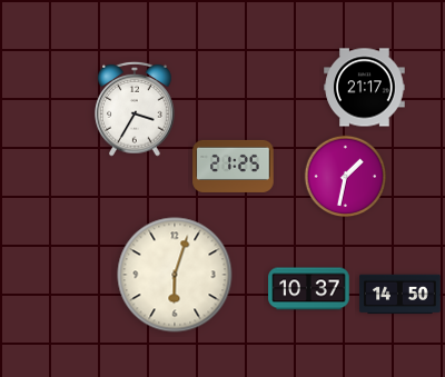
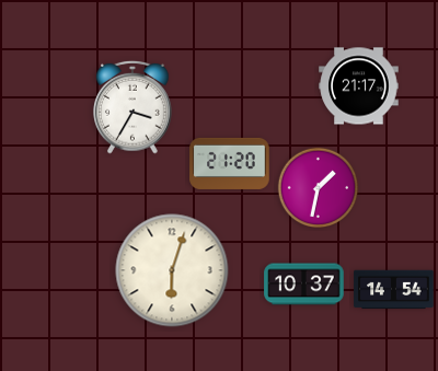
clock at (234, 166): 21:25 -> 21:20
clock at (346, 177) position: (346, 177) -> (319, 188)
clock at (400, 295): 14:50 -> 14:54
